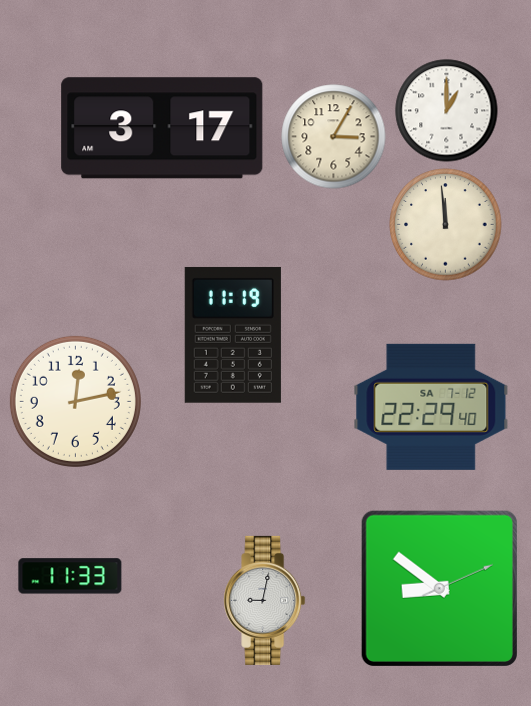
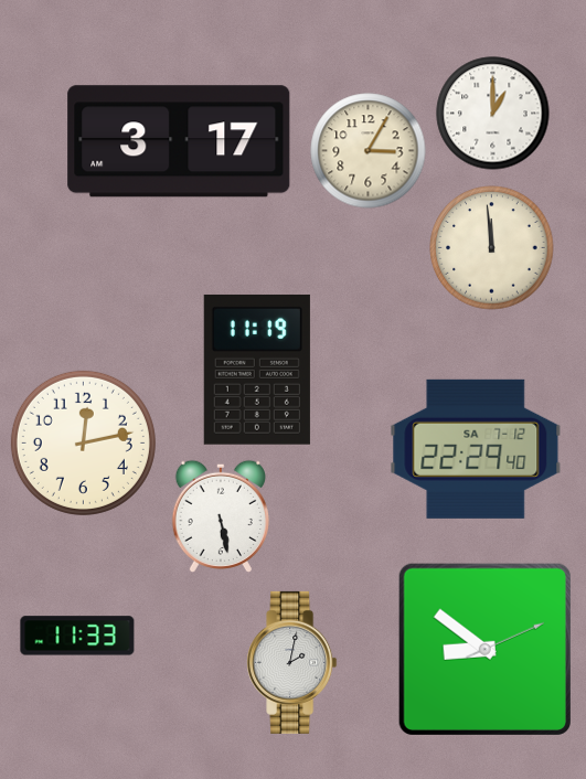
clock at (447, 111) position: (447, 111) -> (493, 114)
clock at (220, 515): none -> 5:28
clock at (265, 600): 9:02 -> 2:02
